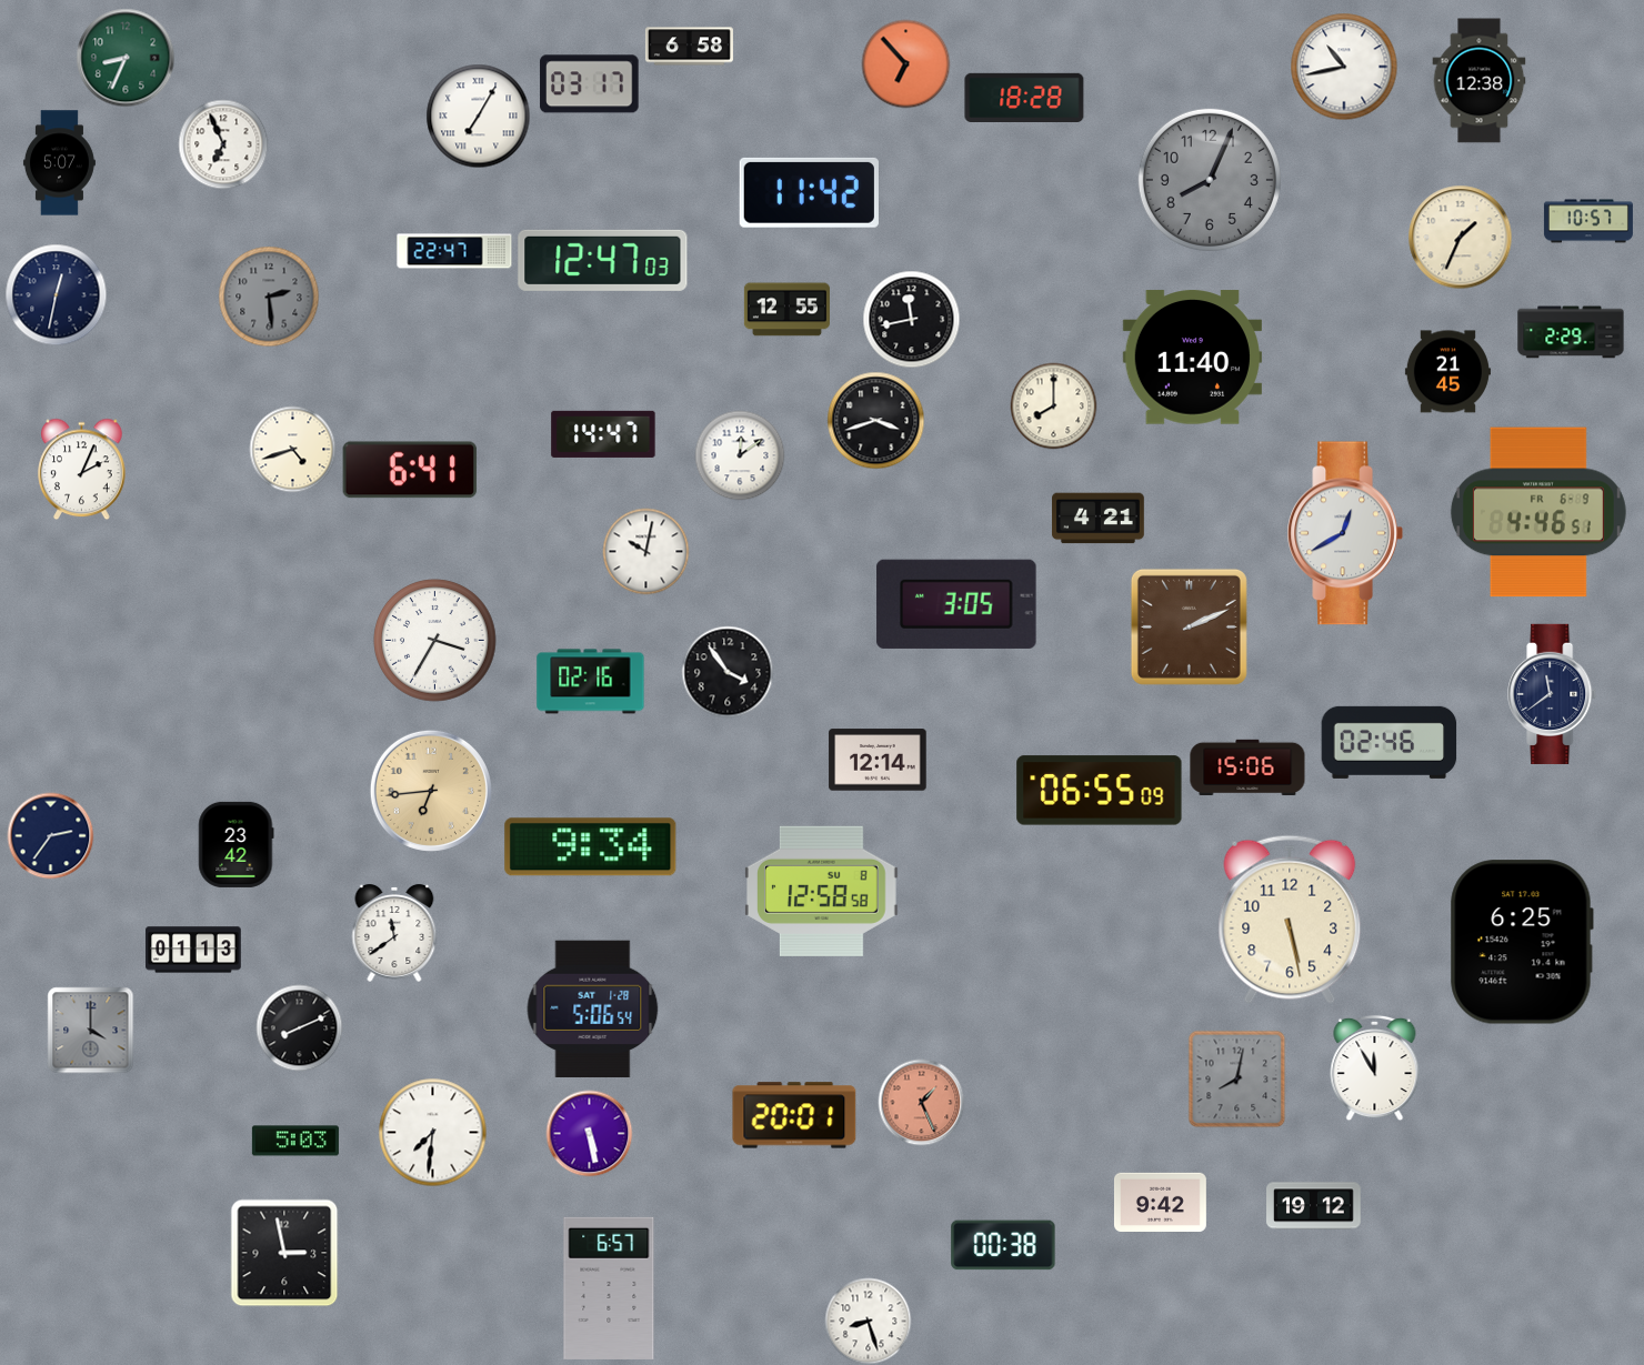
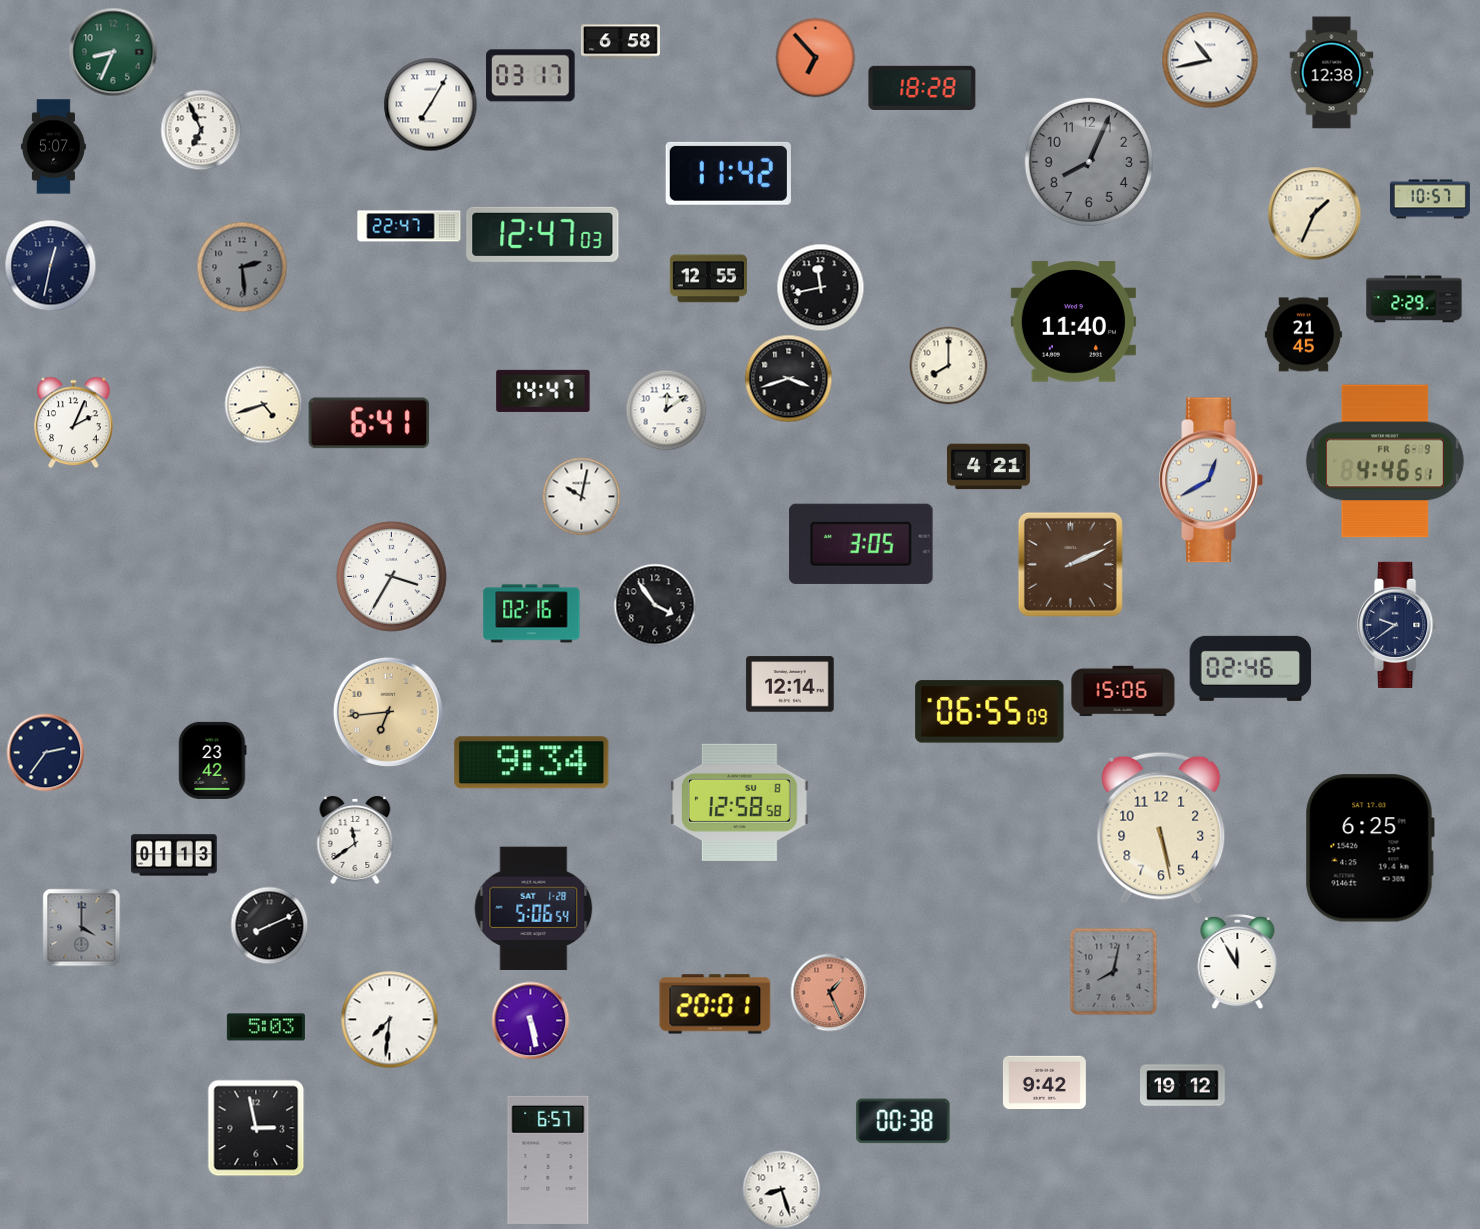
clock at (1553, 694): 11:39 -> 9:39
